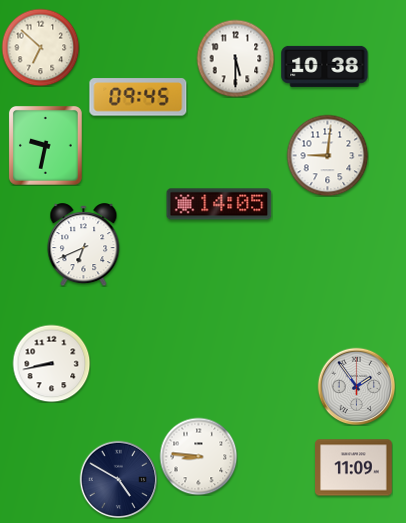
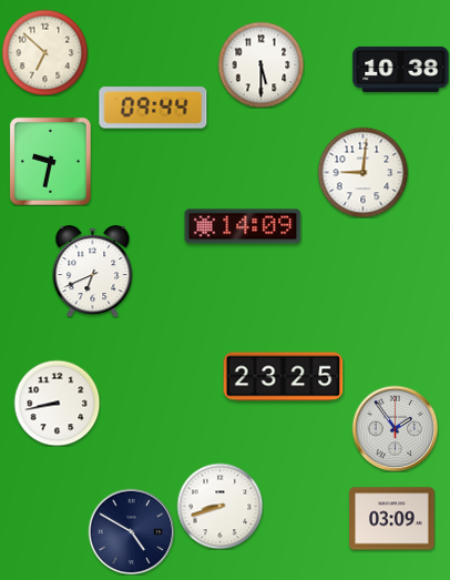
clock at (325, 66) position: (325, 66) -> (401, 69)
clock at (138, 97): 09:45 -> 09:44
clock at (219, 204): 14:05 -> 14:09
clock at (284, 377): none -> 23:25
clock at (198, 456): 8:46 -> 8:42
clock at (354, 468): 11:09 -> 03:09
